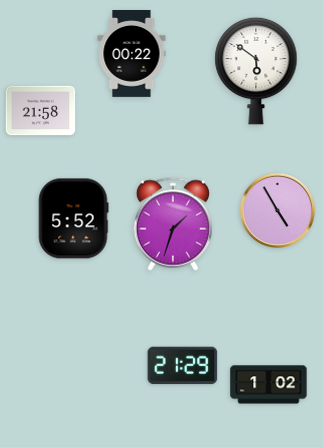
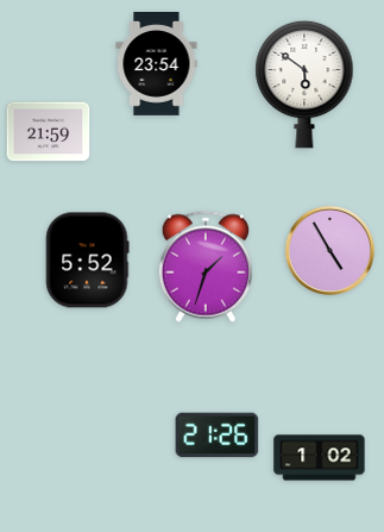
clock at (132, 54): 00:22 -> 23:54
clock at (41, 111): 21:58 -> 21:59
clock at (183, 366): 21:29 -> 21:26
